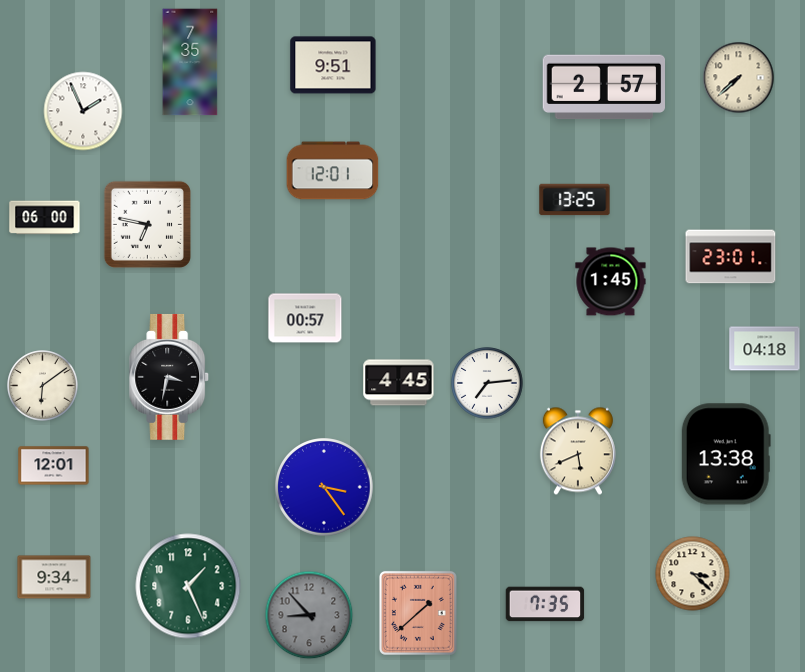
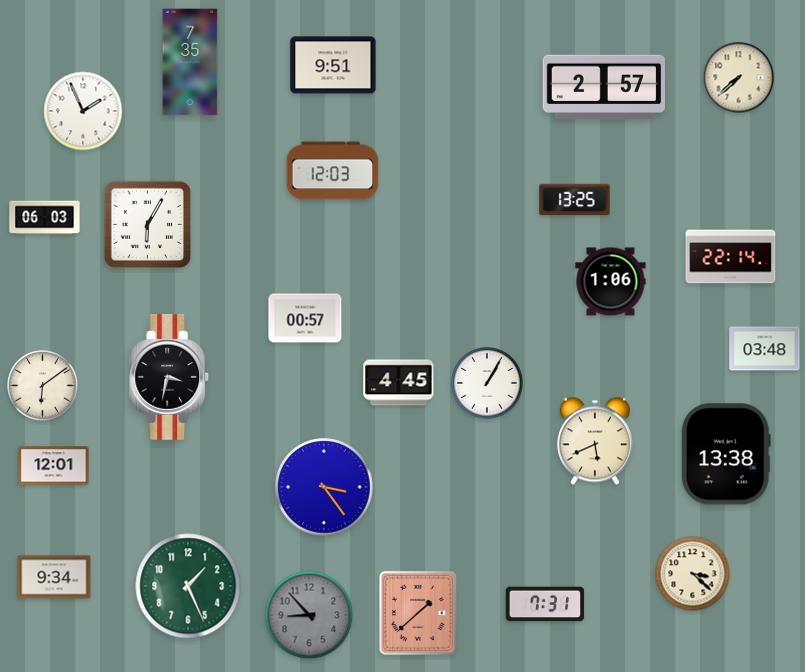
clock at (333, 171): 12:01 -> 12:03
clock at (45, 218): 06:00 -> 06:03
clock at (147, 224): 6:47 -> 6:05
clock at (731, 257): 23:01 -> 22:14
clock at (611, 282): 1:45 -> 1:06
clock at (765, 349): 04:18 -> 03:48
clock at (487, 383): 7:14 -> 1:05
clock at (578, 451) position: (578, 451) -> (595, 441)
clock at (545, 604): 7:35 -> 7:31
